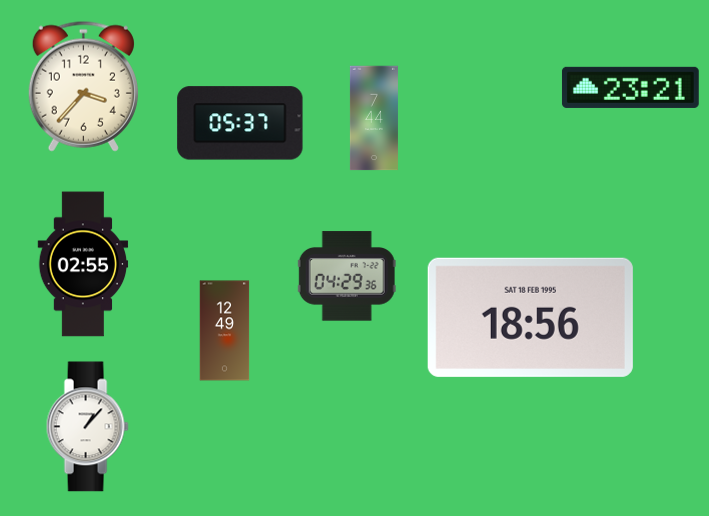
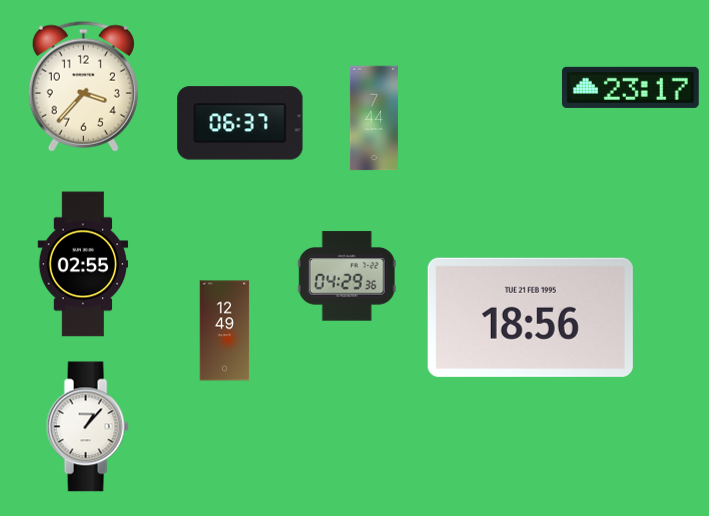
clock at (630, 87): 23:21 -> 23:17
clock at (240, 123): 05:37 -> 06:37
clock at (530, 317) date: SAT 18 FEB 1995 -> TUE 21 FEB 1995
